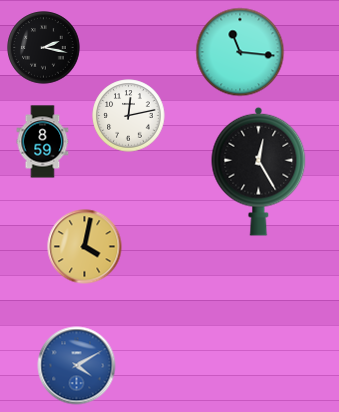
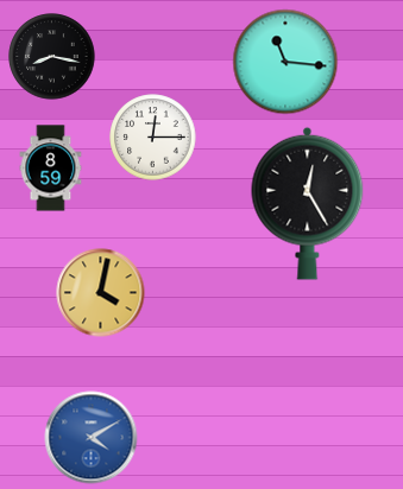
clock at (44, 48): 2:17 -> 8:17
clock at (129, 116): 12:13 -> 12:15
clock at (77, 366) position: (77, 366) -> (92, 438)
